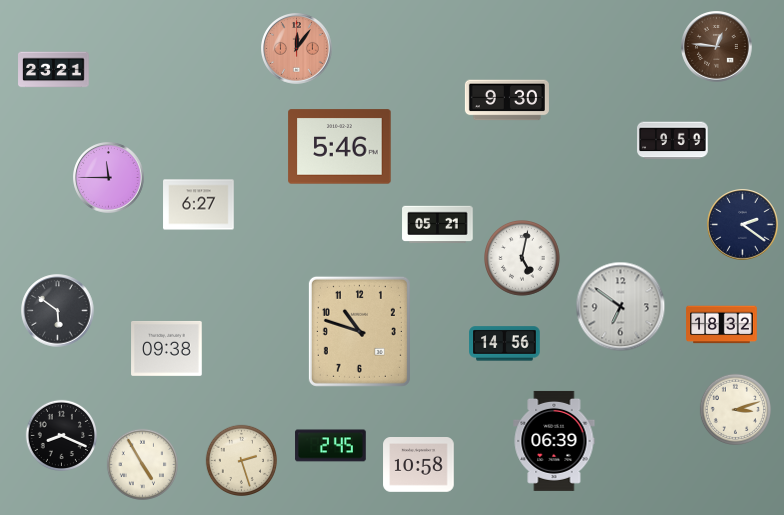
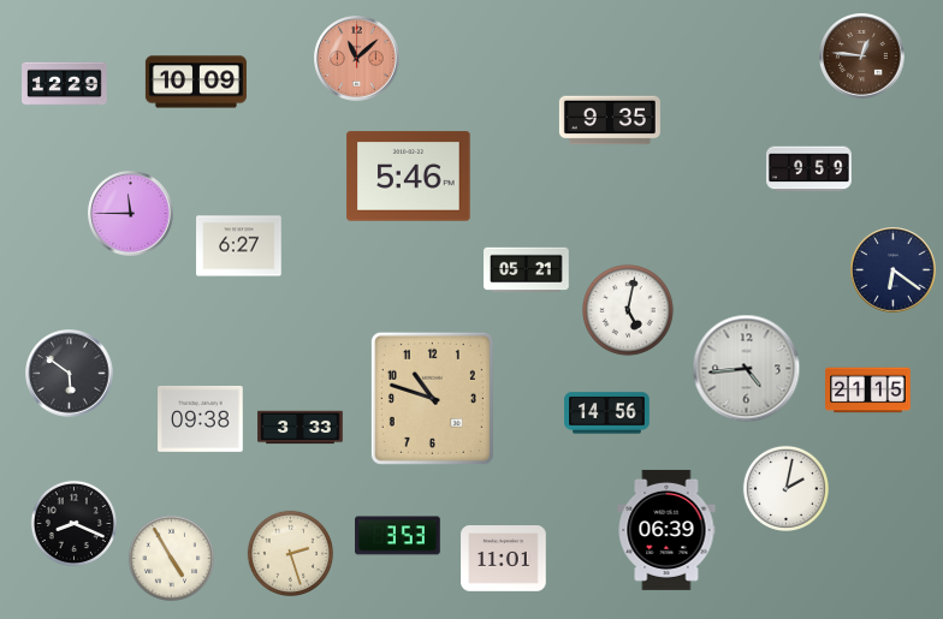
clock at (297, 49): 12:06 -> 11:08
clock at (196, 82): none -> 10:09
clock at (54, 70): 23:21 -> 12:29
clock at (507, 100): 9:30 -> 9:35
clock at (743, 225): 2:21 -> 6:21
clock at (621, 307): 6:51 -> 4:44
clock at (722, 325): 18:32 -> 21:15
clock at (301, 428): none -> 3:33
clock at (785, 488): none -> 2:02
clock at (735, 409): 3:12 -> none
clock at (331, 446): 2:45 -> 3:53
clock at (419, 465): 10:58 -> 11:01
